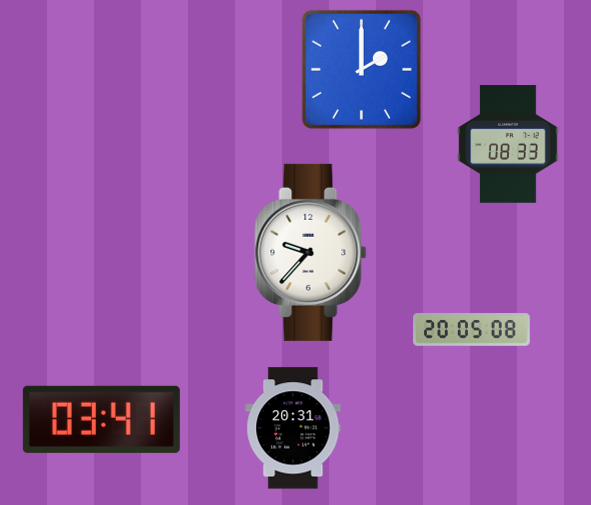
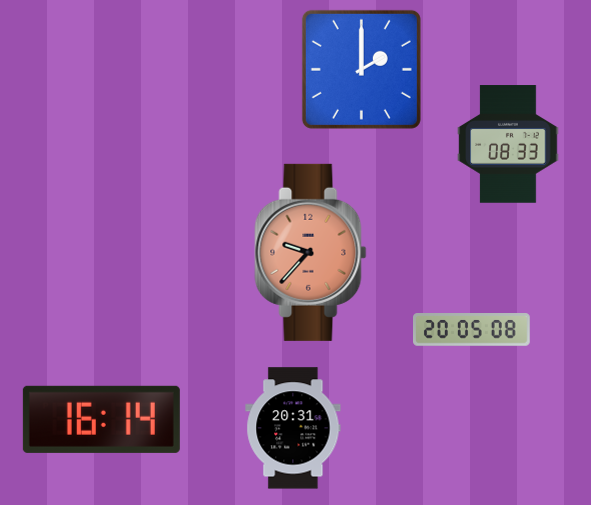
clock at (311, 252) dial: white -> salmon
clock at (101, 419): 03:41 -> 16:14
